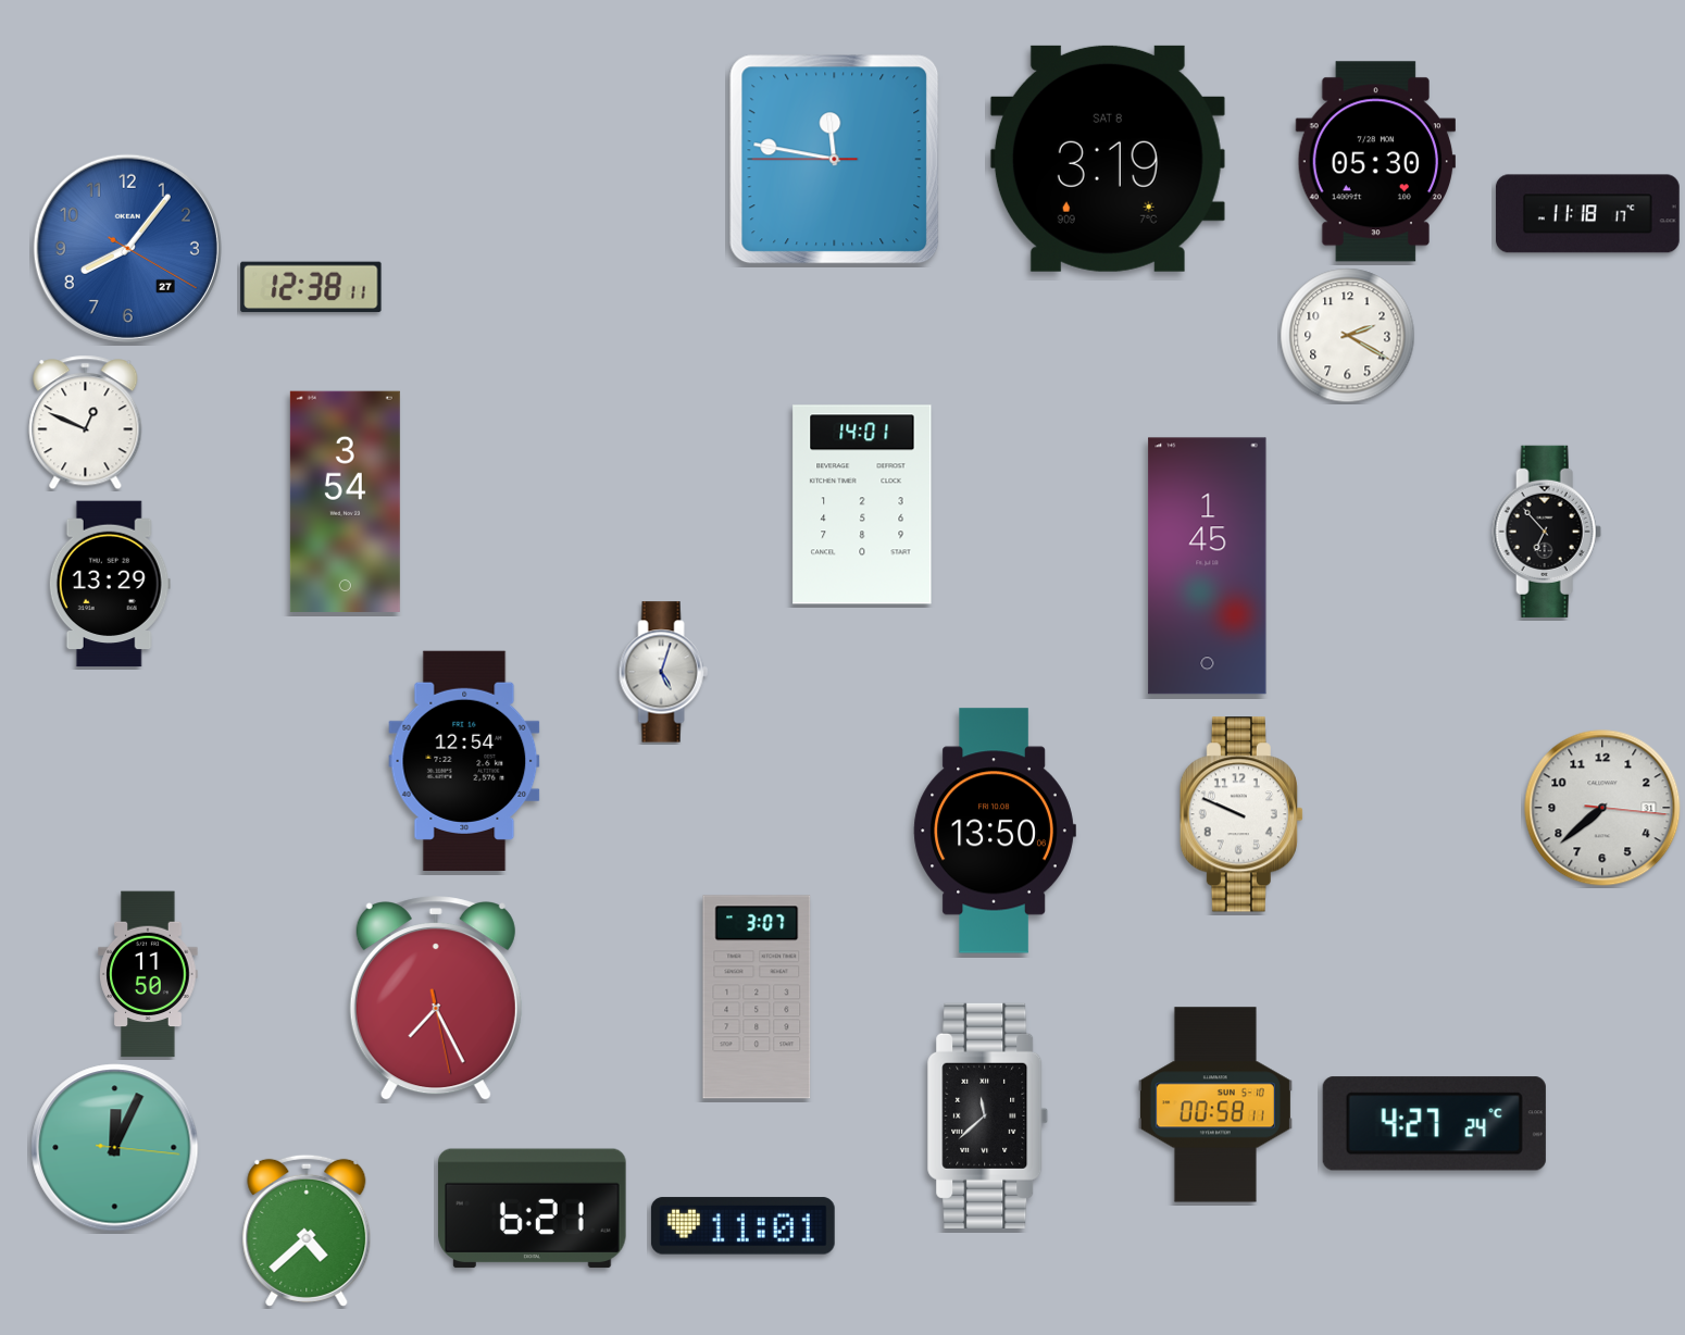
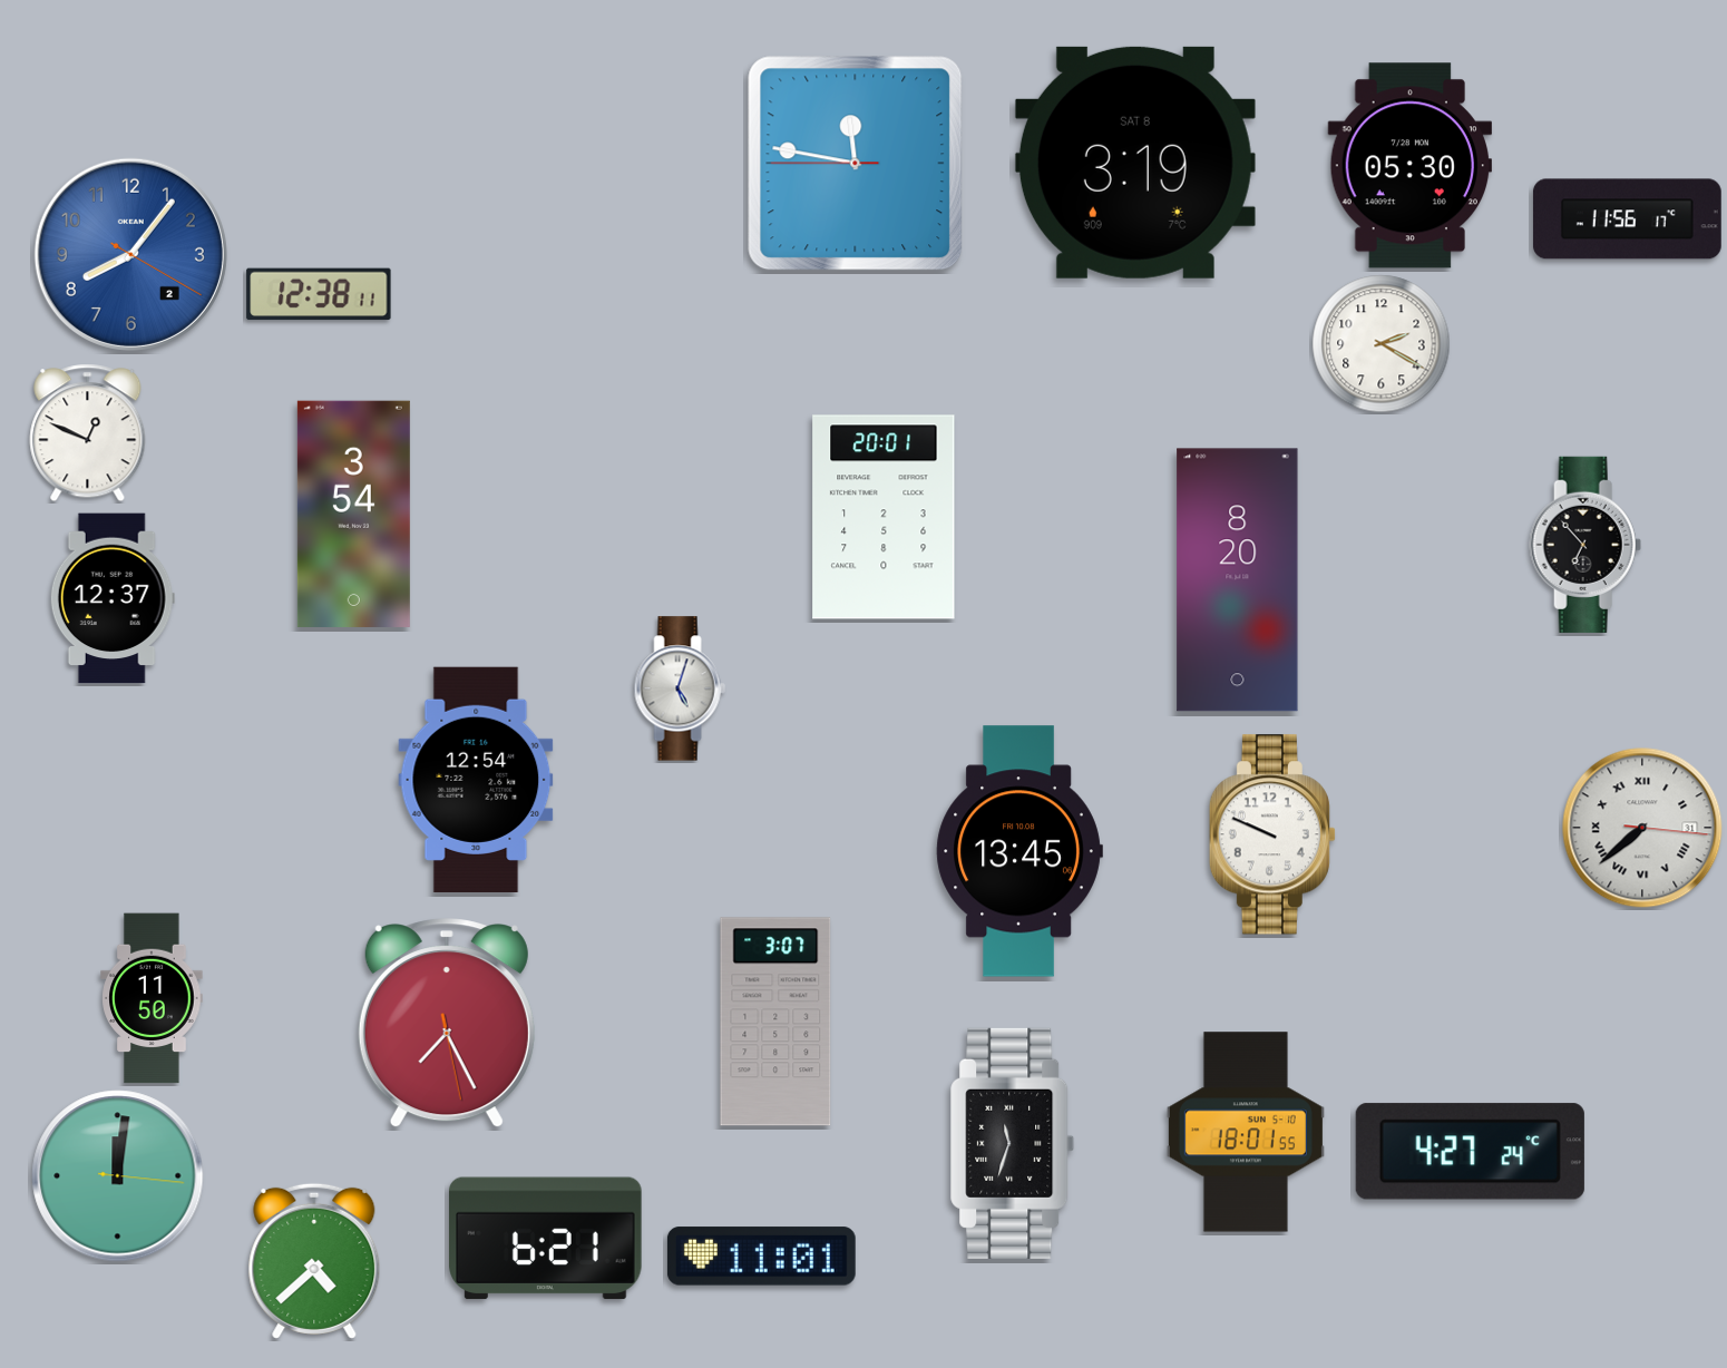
clock at (1587, 214): 11:18 -> 11:56
clock at (127, 248) date: 27 -> 2
clock at (862, 504): 14:01 -> 20:01
clock at (1208, 566): 1:45 -> 8:20
clock at (110, 584): 13:29 -> 12:37
clock at (1602, 808) numerals: Arabic -> Roman
clock at (995, 831): 13:50 -> 13:45
clock at (1215, 1105): 00:58 -> 18:01
clock at (988, 1115): 11:38 -> 11:33
clock at (115, 1148): 12:04 -> 12:01
